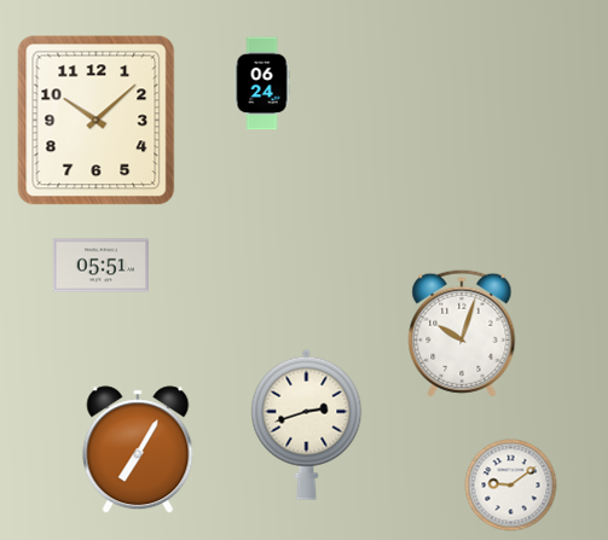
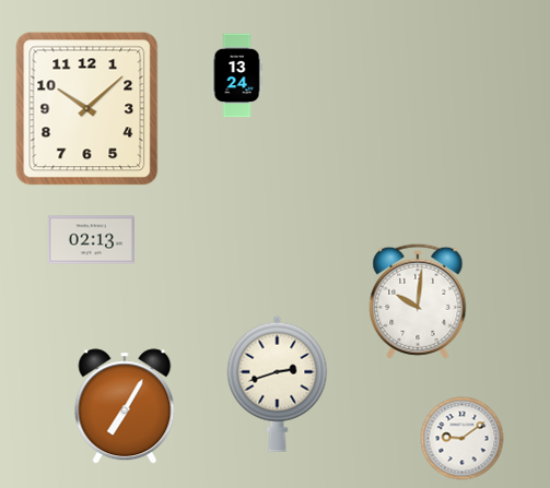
clock at (262, 83): 06:24 -> 13:24
clock at (100, 266): 05:51 -> 02:13
clock at (462, 333): 10:03 -> 10:01
